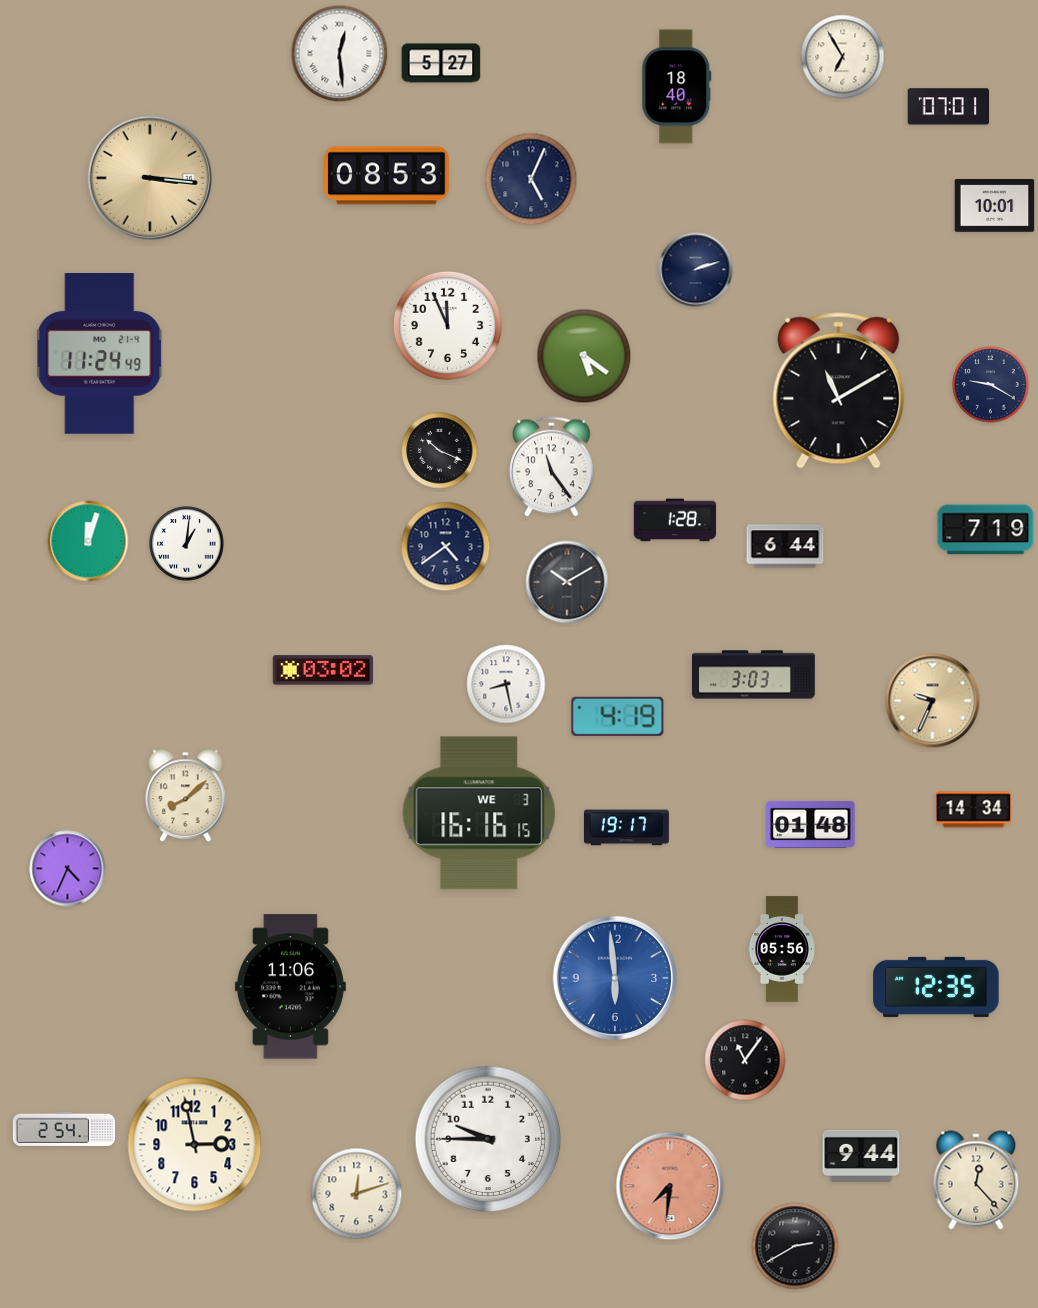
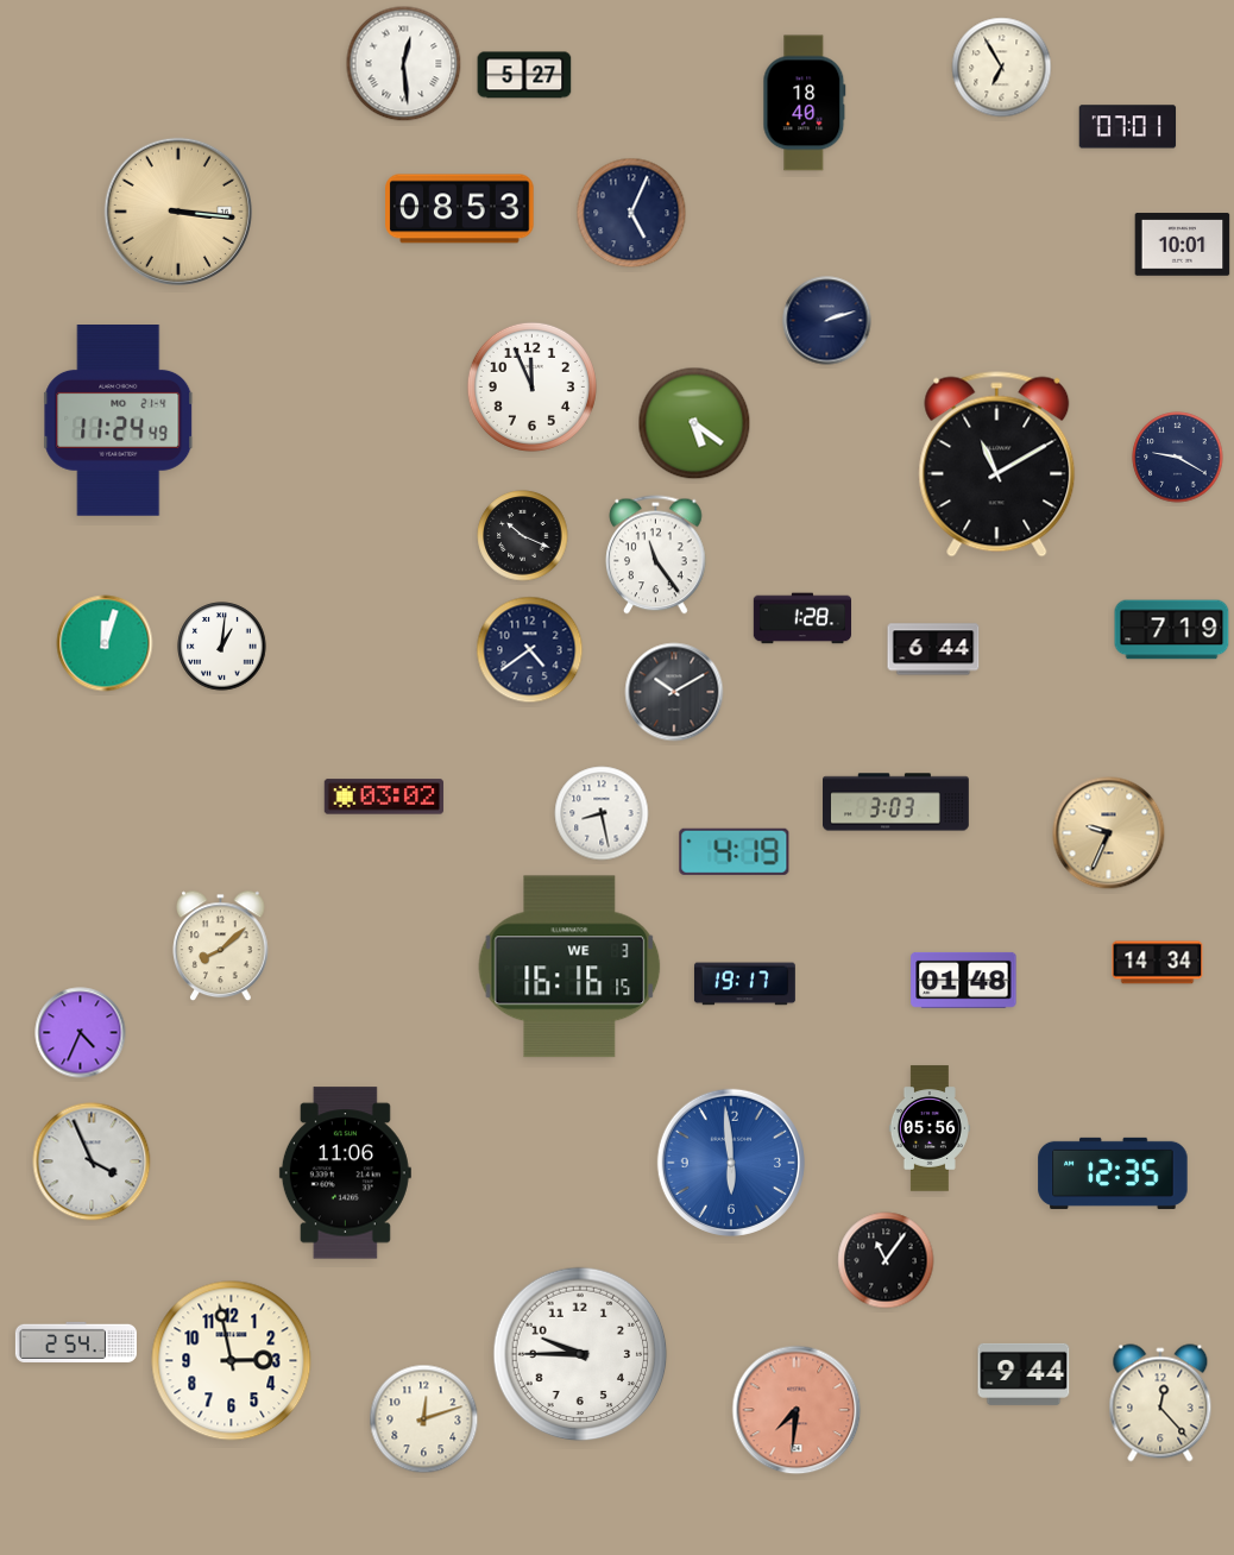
clock at (92, 1161): none -> 3:56
clock at (795, 1246): 2:40 -> none
